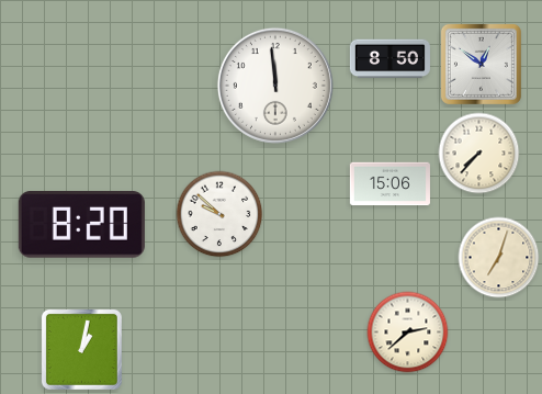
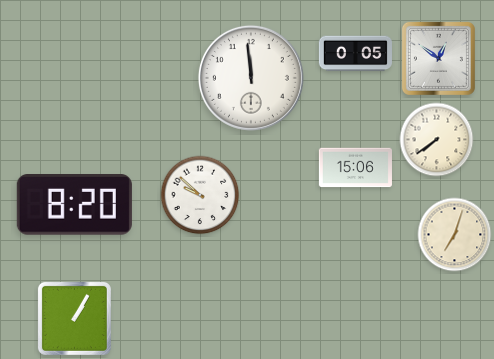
clock at (389, 59): 8:50 -> 0:05
clock at (479, 154): 7:37 -> 7:39
clock at (408, 333): 2:38 -> none
clock at (81, 349): 1:02 -> 1:05
